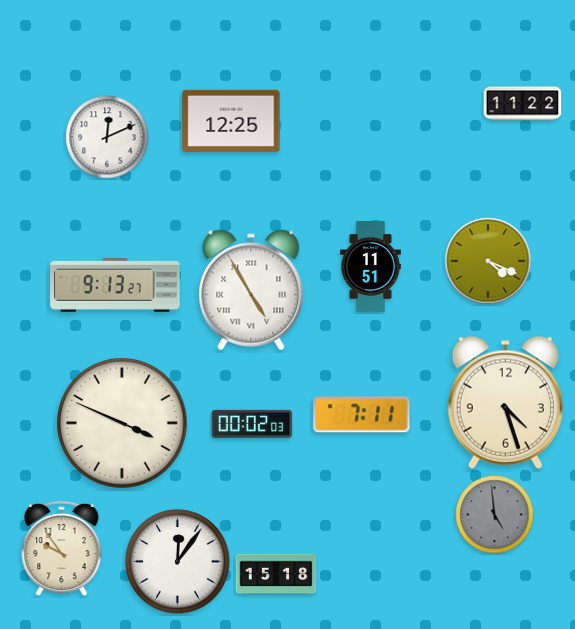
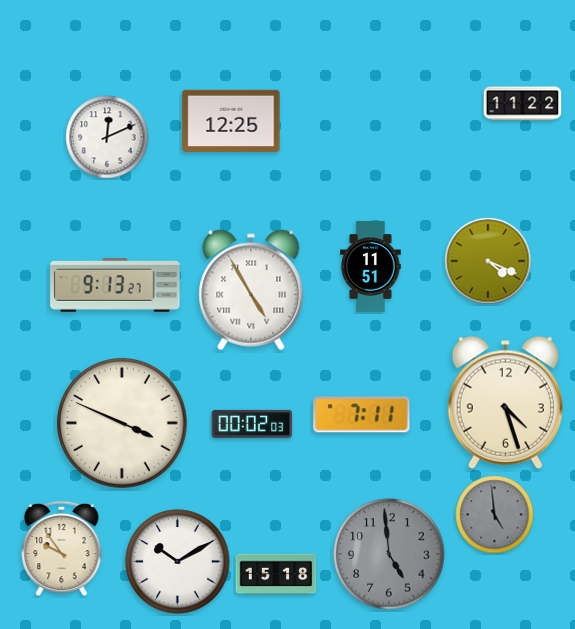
clock at (389, 554): none -> 4:59
clock at (178, 562): 12:06 -> 10:10
